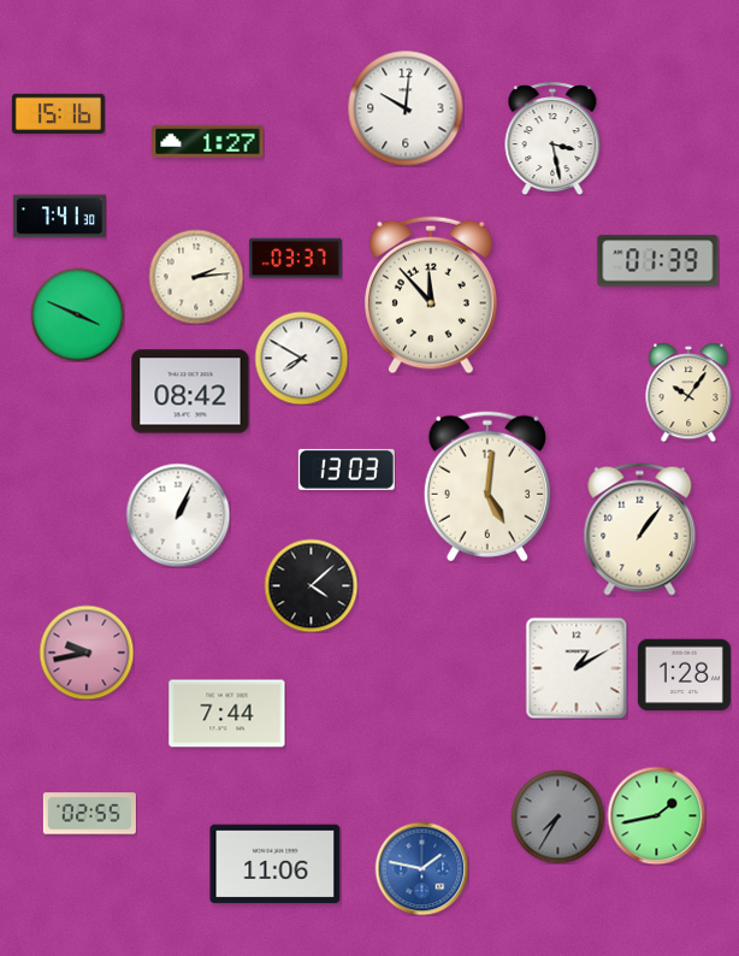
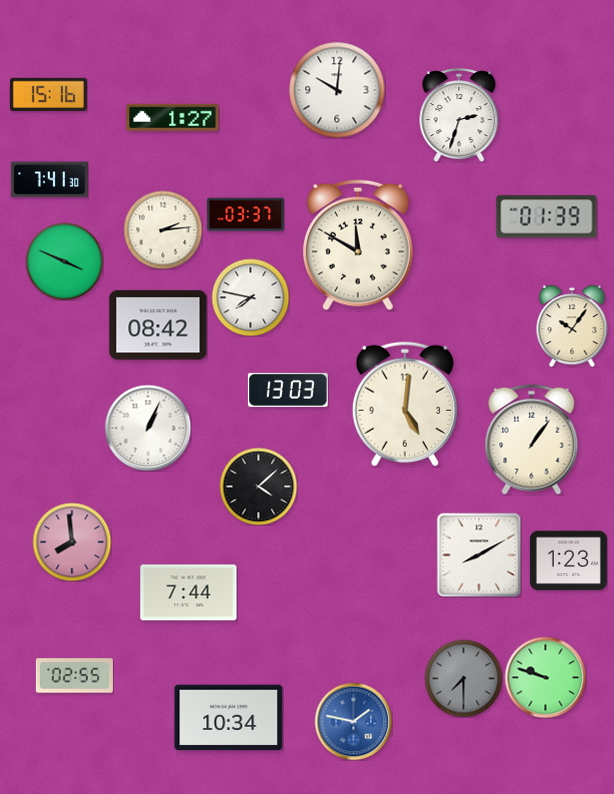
clock at (552, 138): 3:28 -> 2:33
clock at (432, 295): 11:53 -> 11:50
clock at (301, 358): 7:50 -> 7:47
clock at (87, 653): 9:43 -> 7:59
clock at (577, 668): 1:10 -> 8:10
clock at (684, 675): 1:28 -> 1:23
clock at (656, 815): 1:43 -> 9:48
clock at (557, 816): 7:35 -> 7:30
clock at (276, 864): 11:06 -> 10:34
clock at (421, 868) position: (421, 868) -> (353, 721)
